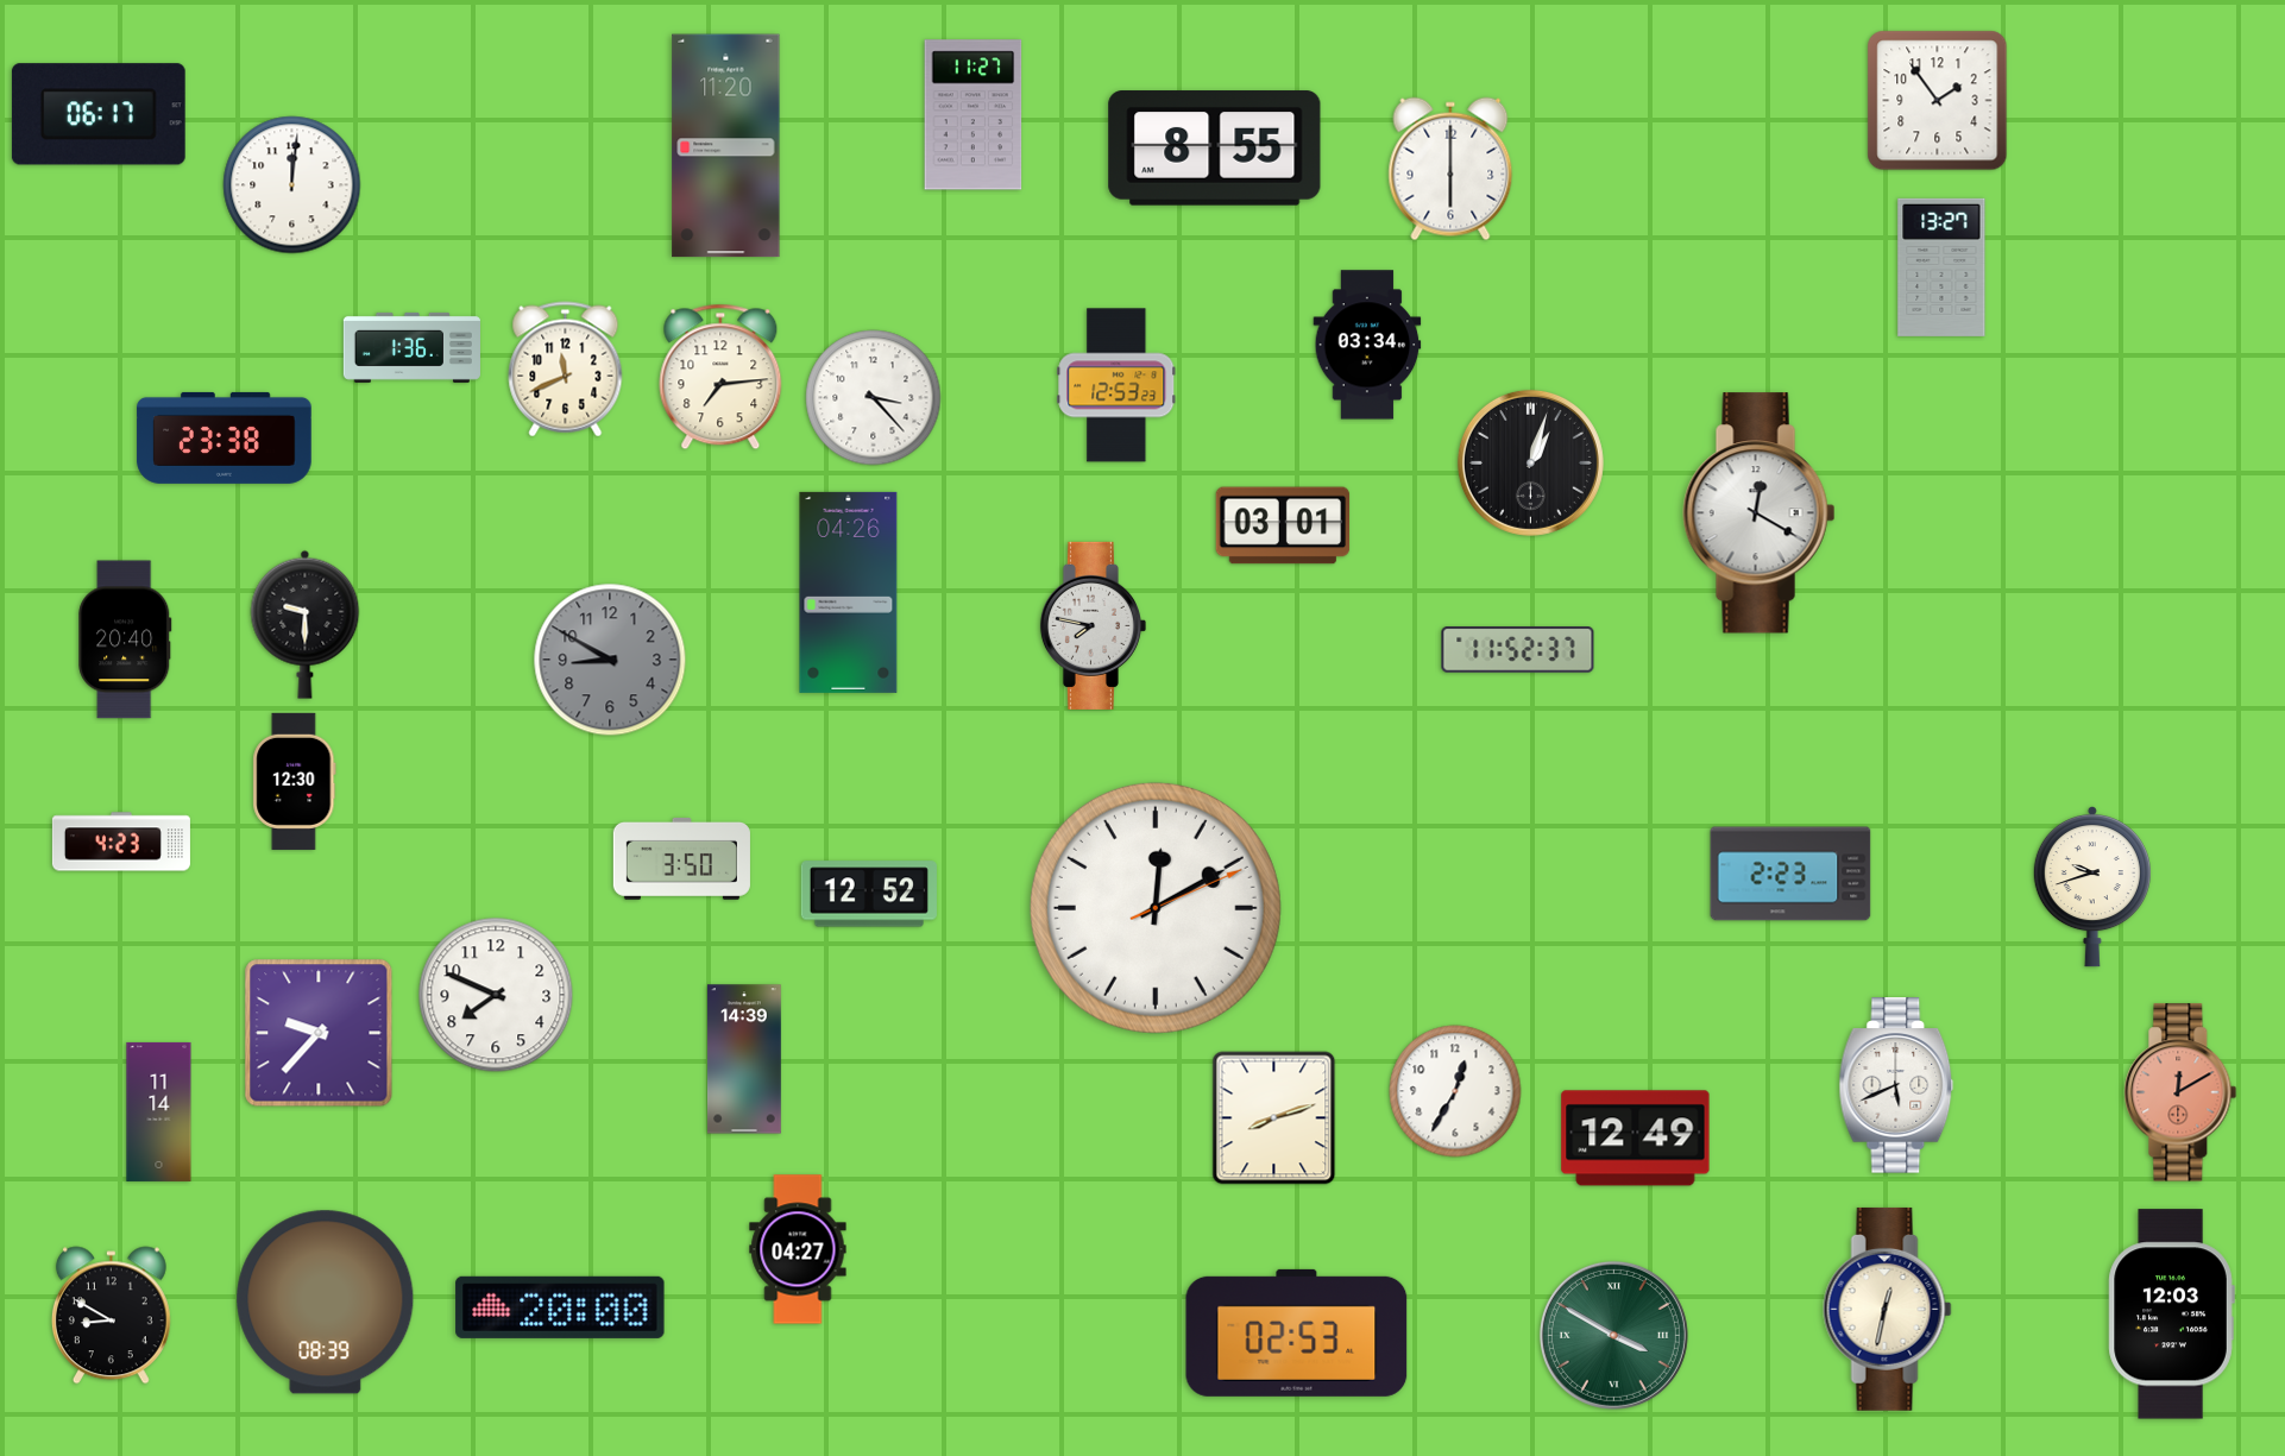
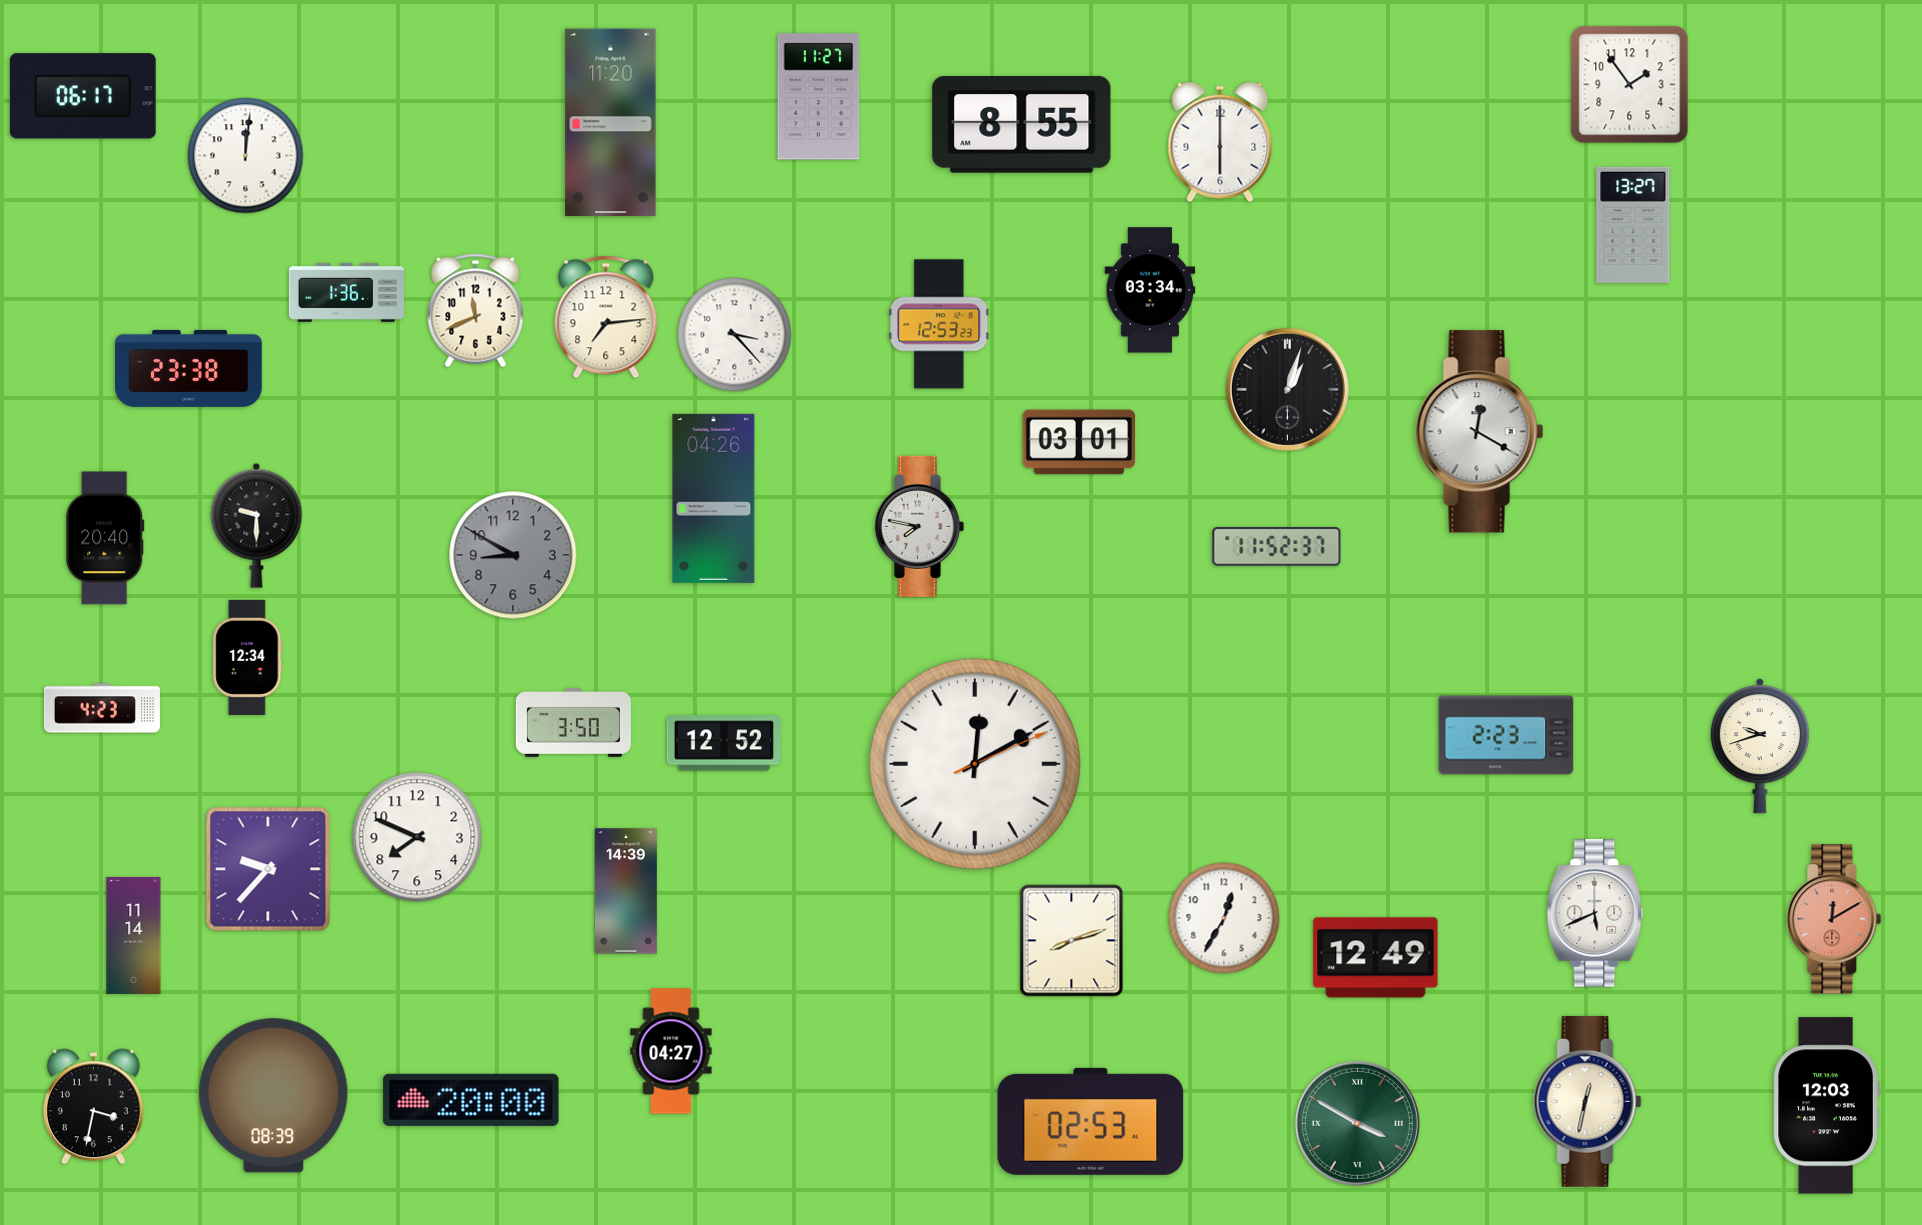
clock at (295, 781): 12:30 -> 12:34
clock at (869, 894) position: (869, 894) -> (724, 743)
clock at (1156, 908) position: (1156, 908) -> (975, 764)
clock at (111, 1316): 8:50 -> 3:32
